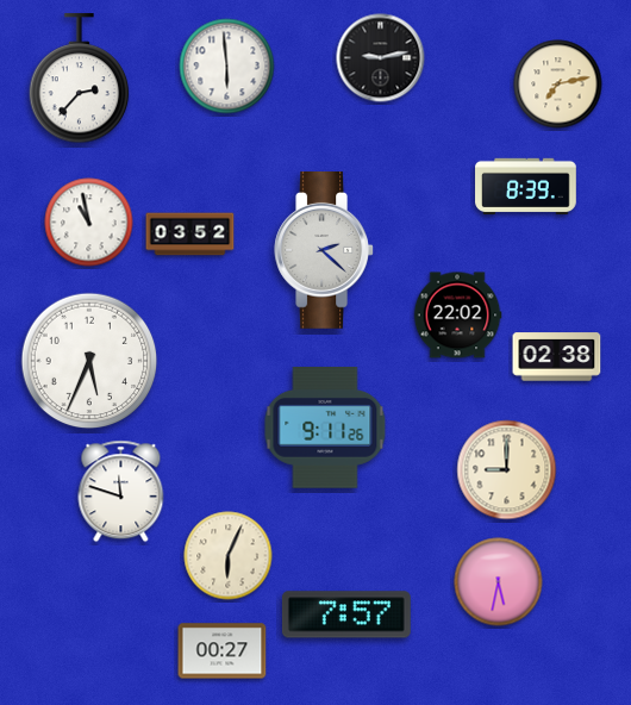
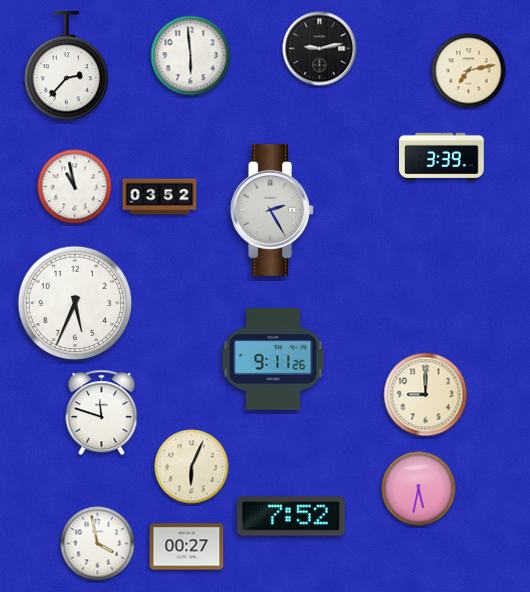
clock at (526, 187): 8:39 -> 3:39
clock at (324, 251): 2:22 -> 2:25
clock at (457, 316): 22:02 -> none
clock at (557, 357): 02:38 -> none
clock at (346, 614): 7:57 -> 7:52
clock at (98, 544): none -> 3:58
